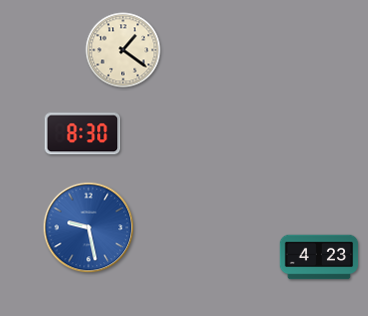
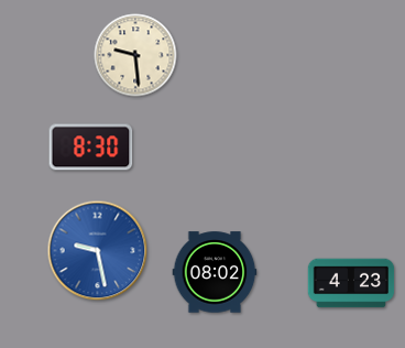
clock at (123, 50): 1:21 -> 9:29
clock at (215, 272): none -> 08:02
